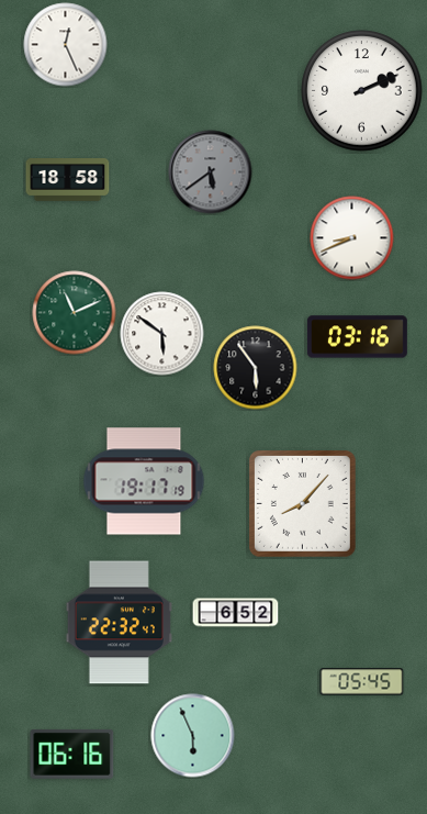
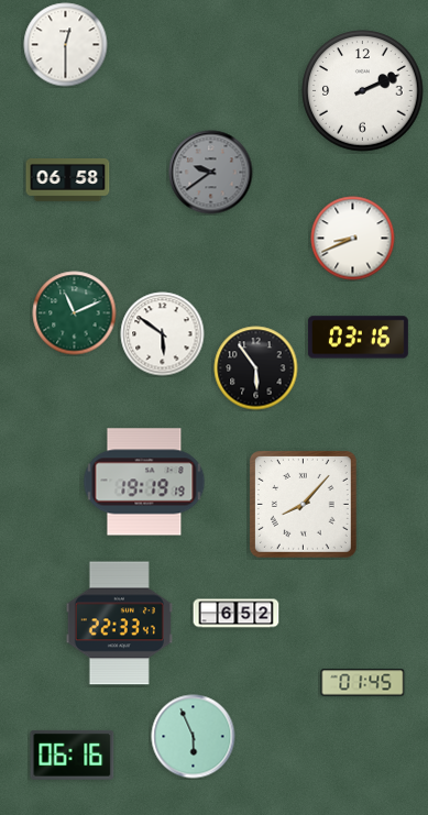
clock at (66, 45): 12:26 -> 12:30
clock at (211, 172): 5:39 -> 9:39
clock at (68, 180): 18:58 -> 06:58
clock at (144, 481): 19:17 -> 19:19
clock at (119, 623): 22:32 -> 22:33
clock at (362, 682): 05:45 -> 01:45
